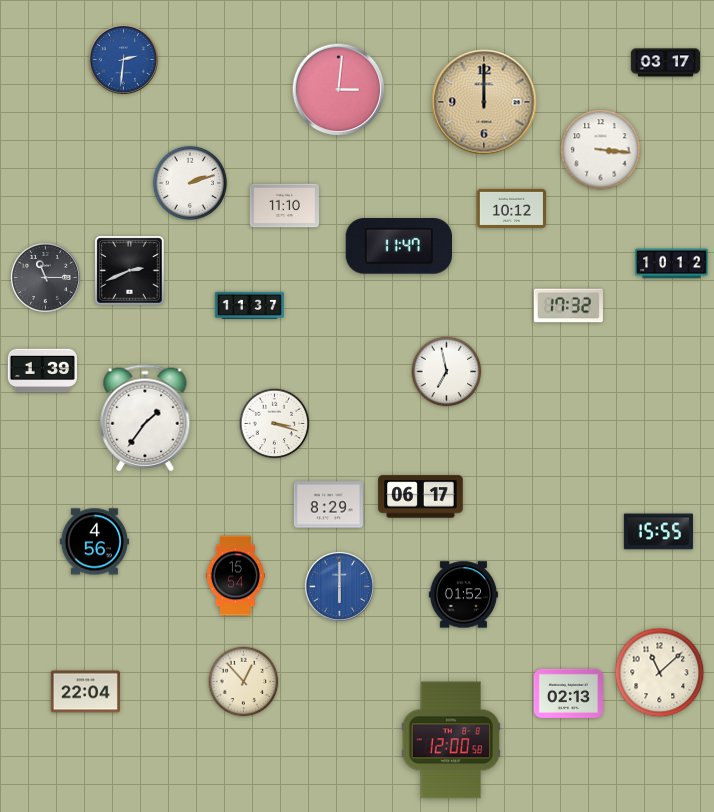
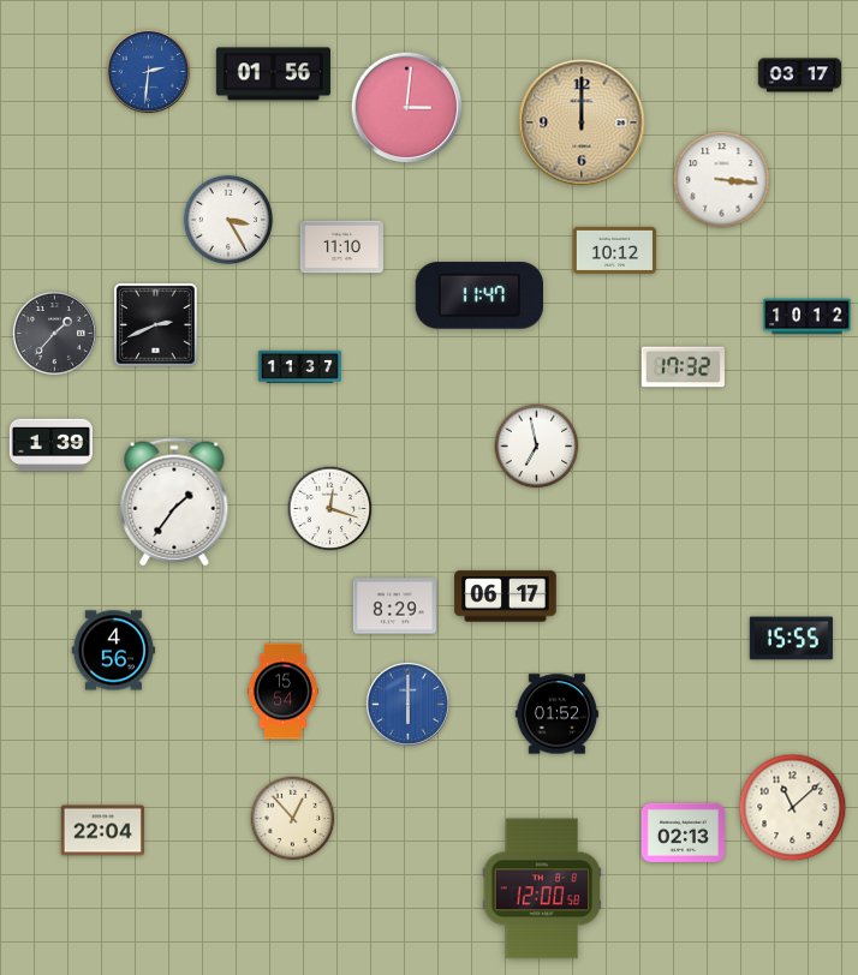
clock at (273, 74): none -> 01:56
clock at (190, 183): 2:12 -> 3:25
clock at (45, 277): 11:15 -> 1:37
clock at (275, 424): 3:18 -> 12:18
